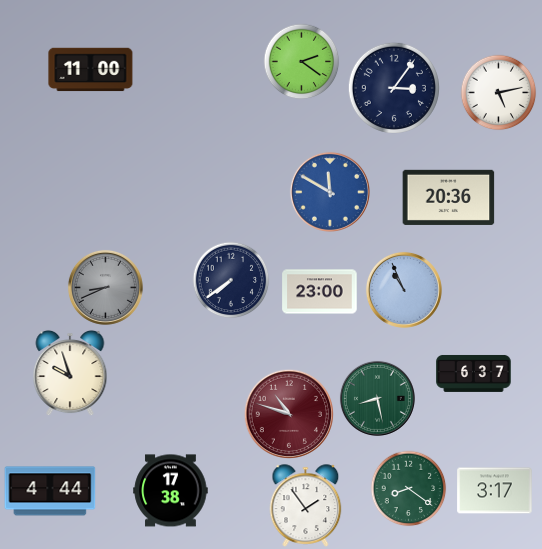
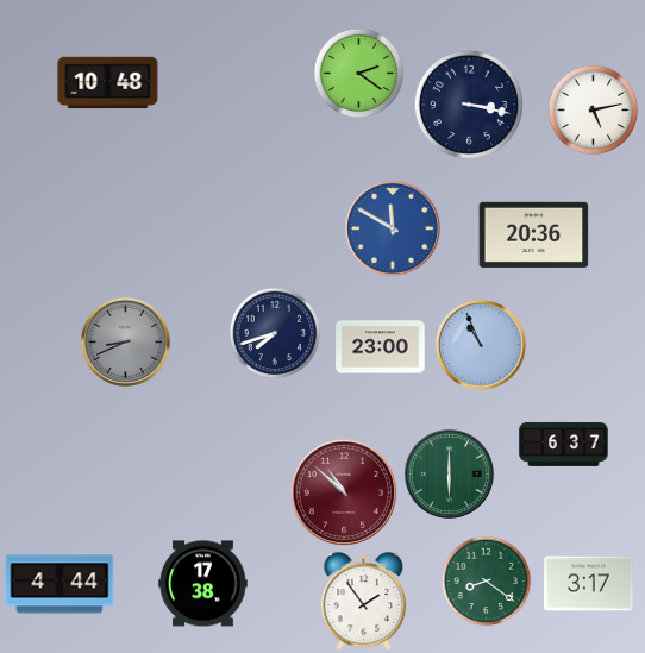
clock at (91, 70): 11:00 -> 10:48
clock at (394, 88): 3:06 -> 3:17
clock at (231, 280): 7:39 -> 7:42
clock at (70, 373): 9:57 -> none
clock at (377, 398): 8:28 -> 6:00
clock at (289, 414): 10:48 -> 10:52
